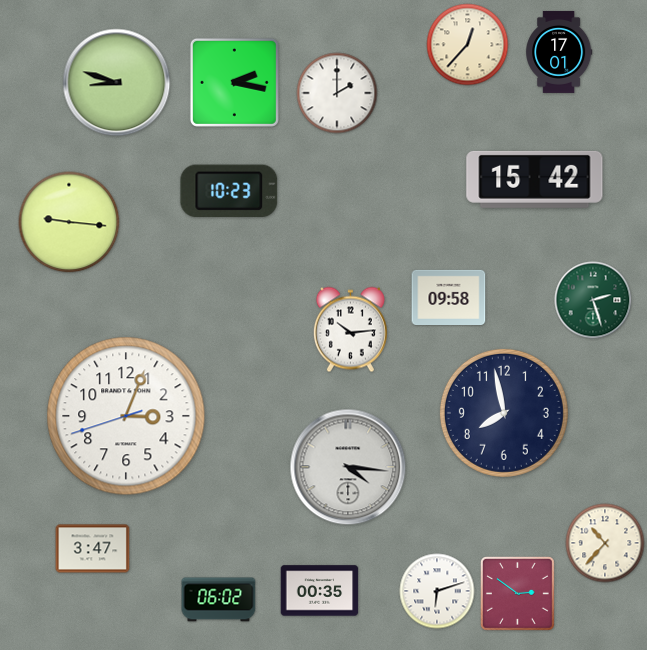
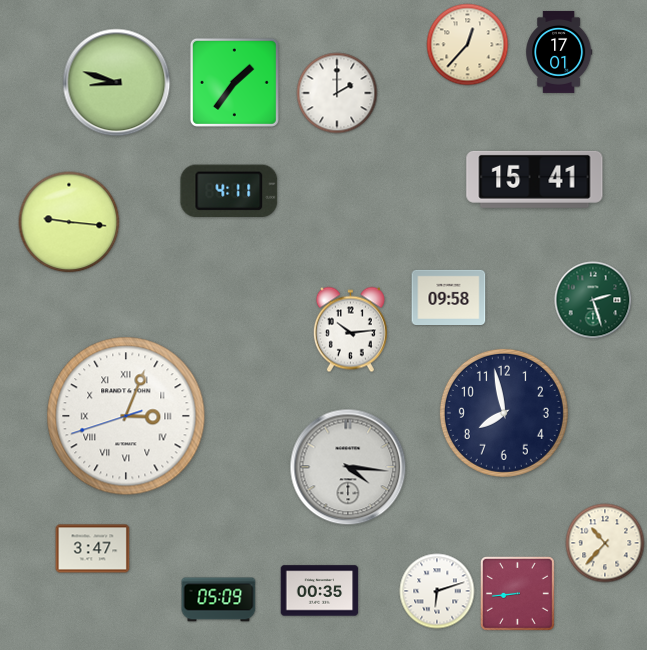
clock at (234, 82): 2:17 -> 1:36
clock at (535, 179): 15:42 -> 15:41
clock at (229, 190): 10:23 -> 4:11
clock at (126, 416) numerals: Arabic -> Roman
clock at (517, 593): 2:51 -> 8:44
clock at (219, 600): 06:02 -> 05:09
